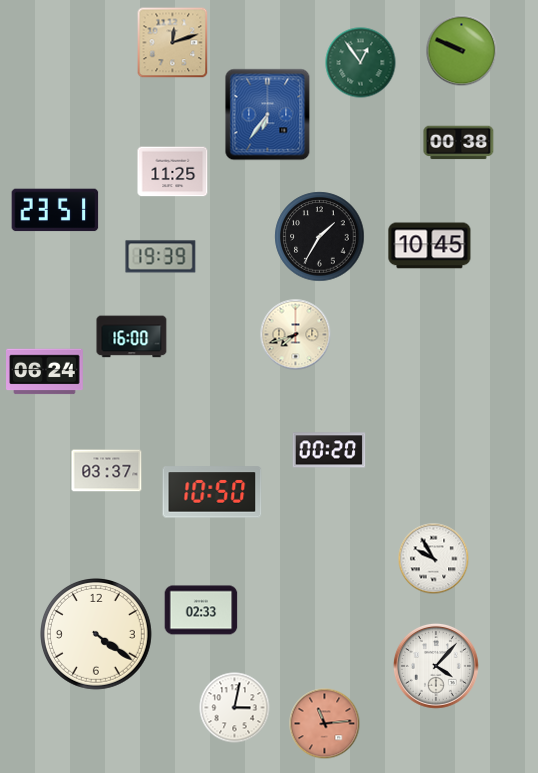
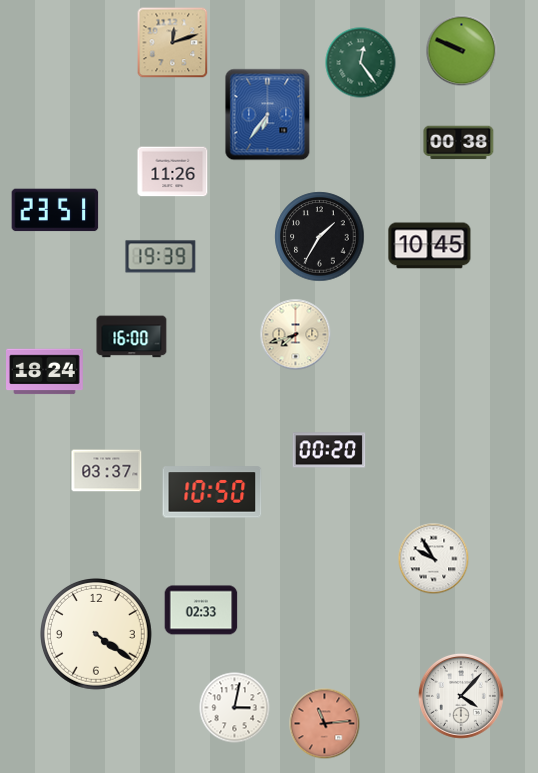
clock at (361, 63): 12:54 -> 12:24
clock at (173, 172): 11:25 -> 11:26
clock at (45, 372): 06:24 -> 18:24
clock at (436, 666) position: (436, 666) -> (461, 696)
